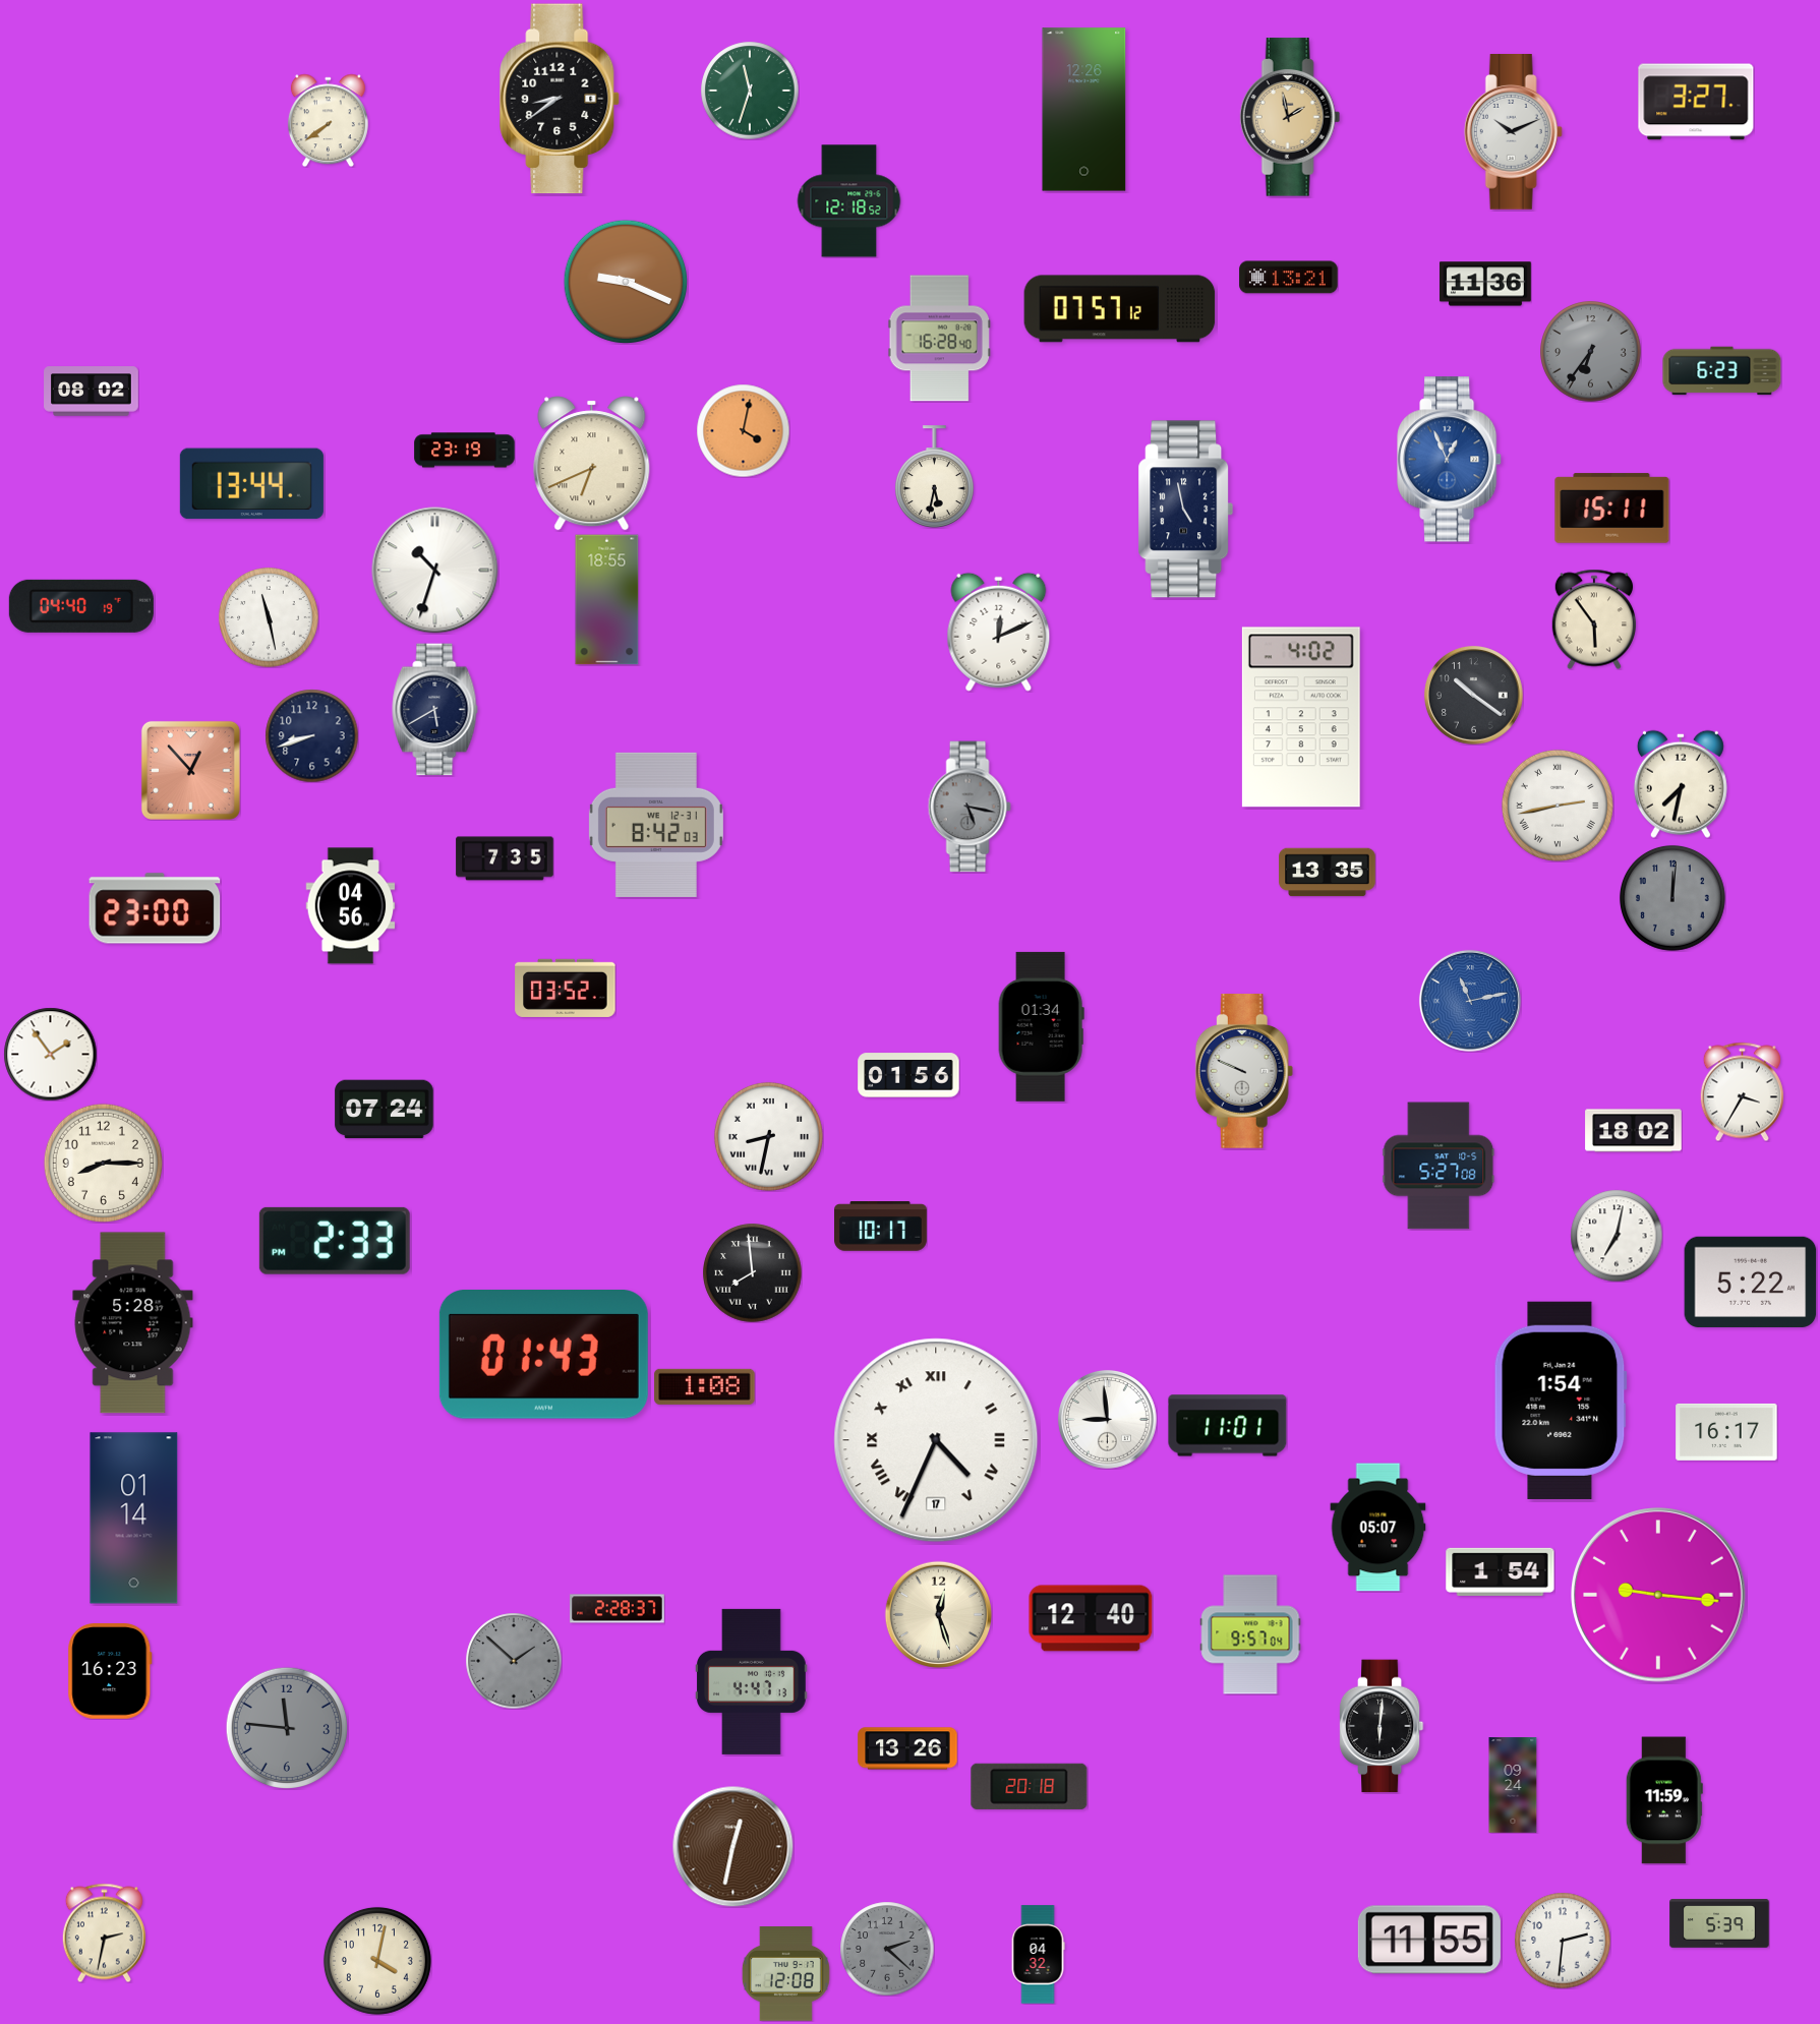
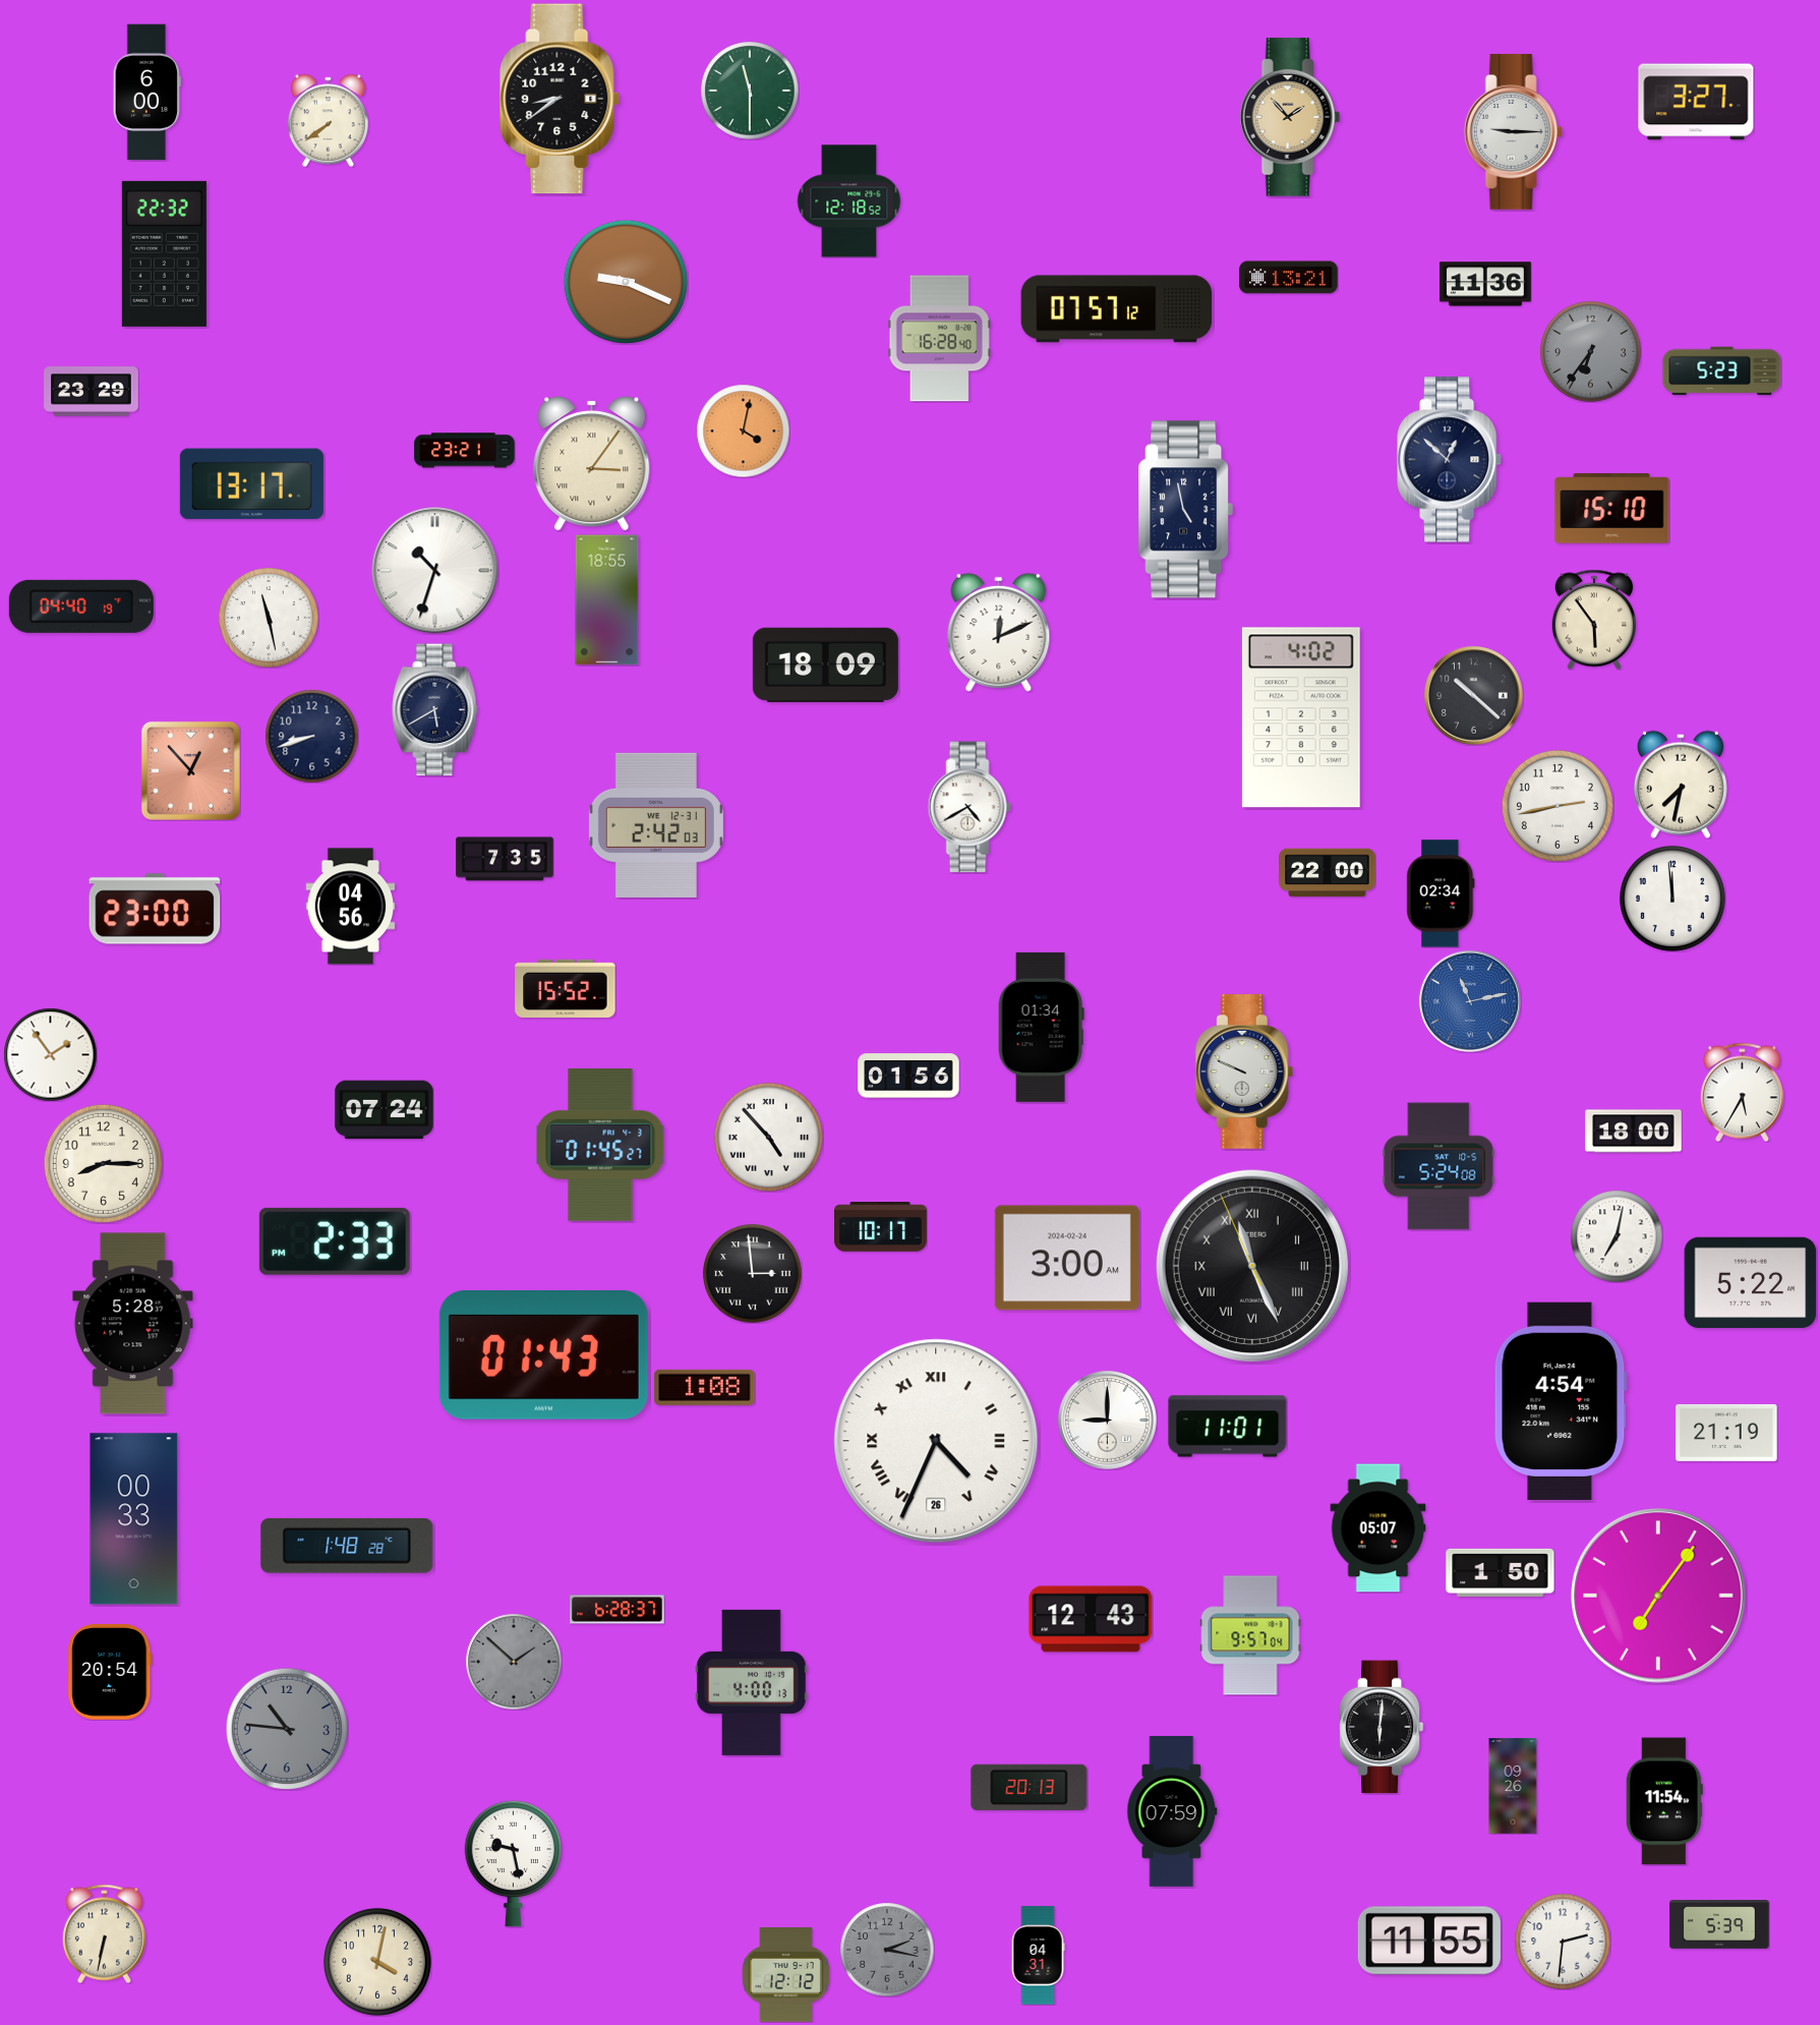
clock at (750, 91): 11:33 -> 11:30
clock at (146, 93): none -> 6:00
clock at (1084, 110): 12:26 -> none
clock at (1290, 117): 1:58 -> 1:53
clock at (1513, 132): 10:11 -> 9:15
clock at (164, 253): none -> 22:32
clock at (1120, 309) position: (1120, 309) -> (1117, 309)
clock at (1722, 371): 6:23 -> 5:23
clock at (92, 392): 08:02 -> 23:29
clock at (465, 451): 23:19 -> 23:21
clock at (1450, 460): 12:56 -> 12:52
clock at (1450, 460) dial: blue -> navy
clock at (592, 464): 6:41 -> 3:06
clock at (935, 477): 5:32 -> none
clock at (251, 484): 13:44 -> 13:17
clock at (1612, 509): 15:11 -> 15:10
clock at (825, 664): none -> 18:09
clock at (1473, 695): 10:21 -> 10:22
clock at (1558, 806) numerals: Roman -> Arabic
clock at (970, 807): 5:17 -> 4:40
clock at (970, 807) dial: grey -> white
clock at (656, 825): 8:42 -> 2:42
clock at (1328, 873): 13:35 -> 22:00
clock at (1441, 893): none -> 02:34
clock at (1672, 898): 12:01 -> 11:59
clock at (1672, 898) dial: grey -> white
clock at (566, 988): 03:52 -> 15:52
clock at (1742, 1091): 3:35 -> 5:35
clock at (1634, 1131): 18:02 -> 18:00
clock at (768, 1136): 8:32 -> 4:53
clock at (600, 1145): none -> 01:45
clock at (1439, 1166): 5:27 -> 5:24
clock at (1067, 1258): none -> 3:00
clock at (1251, 1265): none -> 11:25
clock at (753, 1273): 7:59 -> 2:59
clock at (1561, 1401): 1:54 -> 4:54
clock at (1107, 1419): 8:59 -> 9:00
clock at (1726, 1432): 16:17 -> 21:19
clock at (936, 1440) date: 17 -> 26
clock at (134, 1519): 01:14 -> 00:33
clock at (347, 1546): none -> 1:48
clock at (1501, 1571): 1:54 -> 1:50
clock at (1658, 1595): 9:16 -> 7:06
clock at (618, 1609): 2:28 -> 6:28
clock at (938, 1614): 12:27 -> none
clock at (1091, 1618): 12:40 -> 12:43
clock at (110, 1672): 16:23 -> 20:54
clock at (752, 1681): 4:47 -> 4:00
clock at (286, 1727): 11:46 -> 10:46
clock at (907, 1748): 13:26 -> none
clock at (1513, 1785): 09:24 -> 09:26
clock at (1030, 1786): 20:18 -> 20:13
clock at (1664, 1800): 11:59 -> 11:54
clock at (1172, 1811): none -> 07:59
clock at (733, 1847): 12:32 -> none
clock at (513, 1863): none -> 9:28
clock at (104, 1932): 2:32 -> 6:32
clock at (887, 1949): 2:22 -> 2:17
clock at (1038, 1955): 04:32 -> 04:31
clock at (785, 1974): 12:08 -> 12:12
